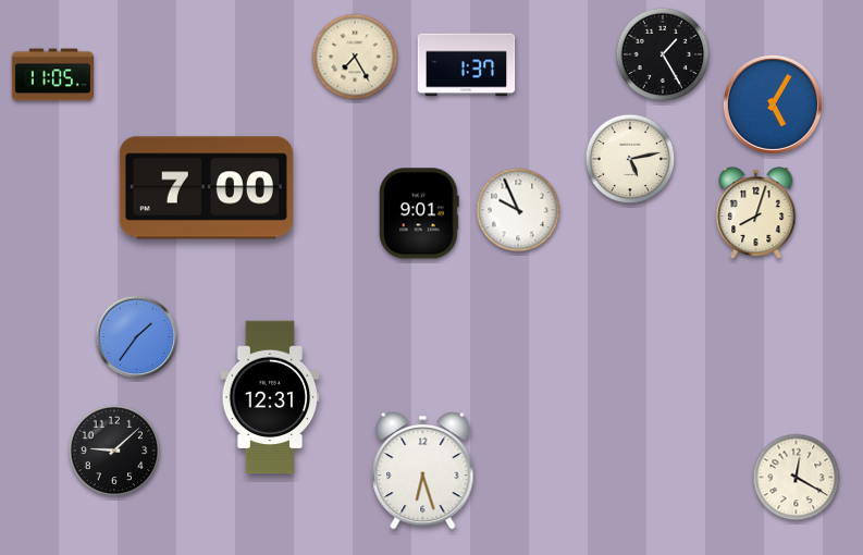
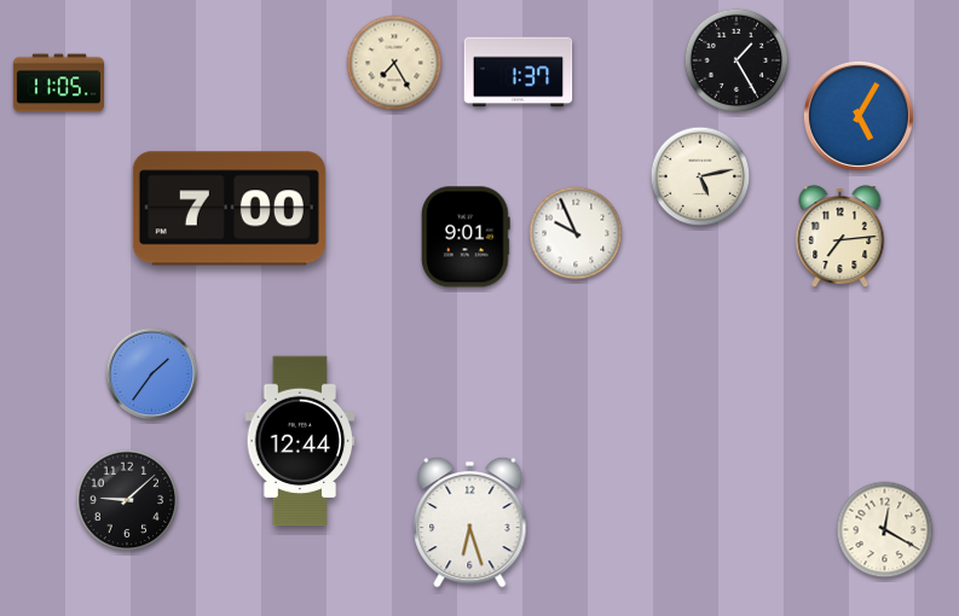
clock at (756, 213): 8:03 -> 7:14
clock at (270, 397): 12:31 -> 12:44
